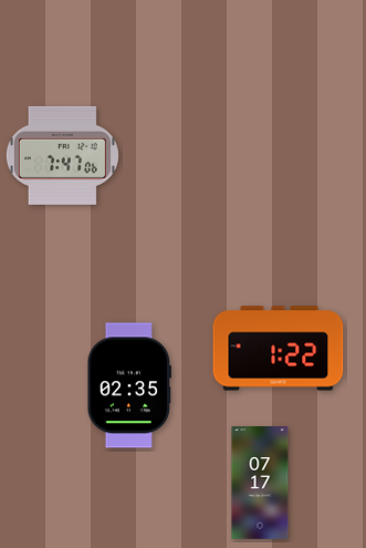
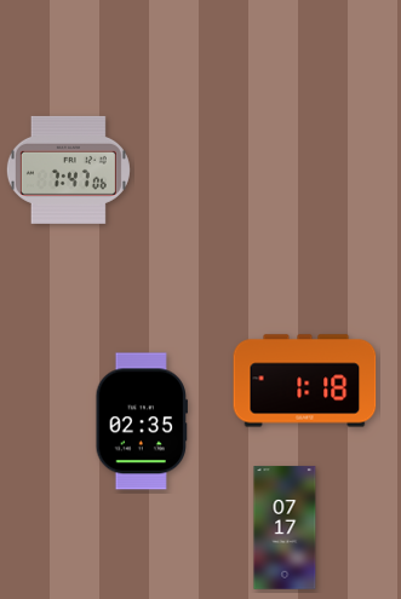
clock at (279, 349): 1:22 -> 1:18
